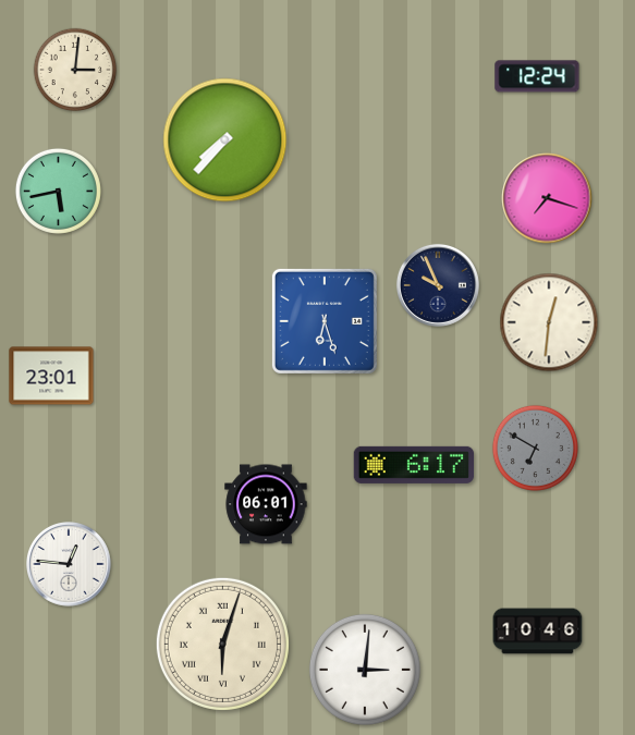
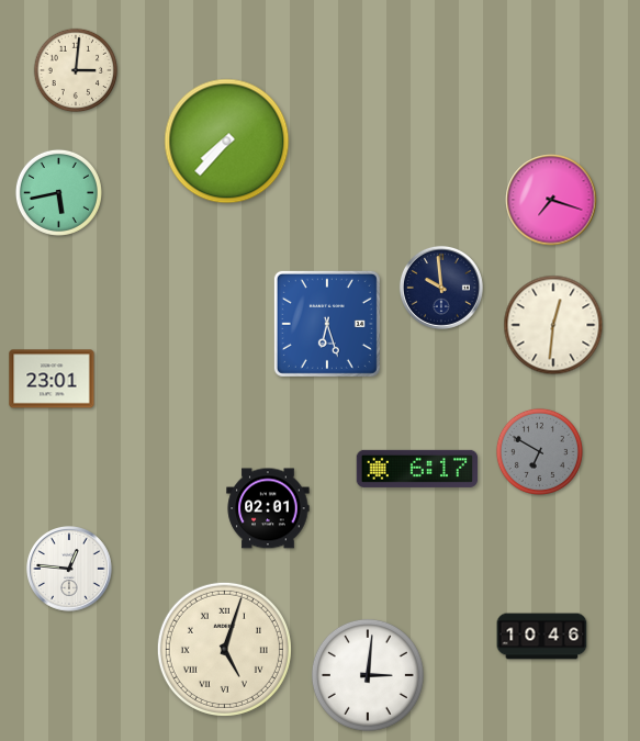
clock at (537, 76): 12:24 -> none
clock at (438, 285): 9:56 -> 9:59
clock at (266, 504): 06:01 -> 02:01
clock at (222, 644): 6:03 -> 5:03
